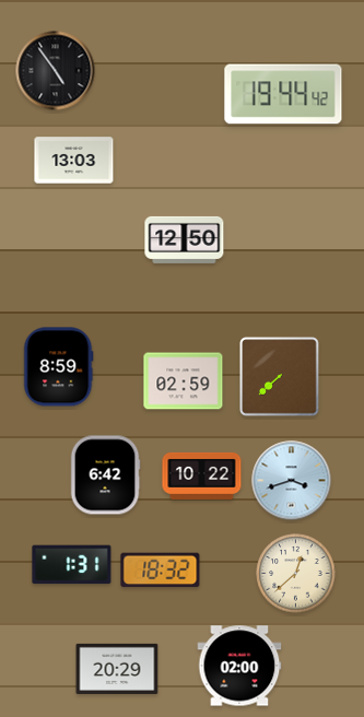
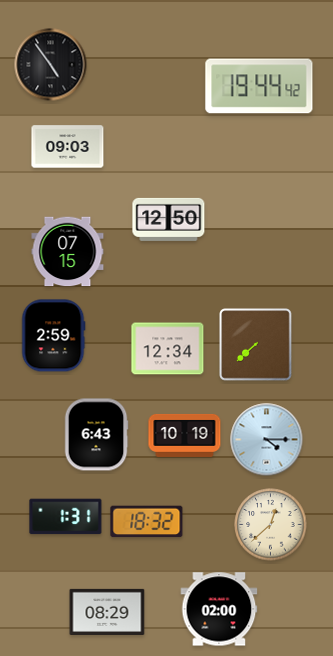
clock at (74, 161): 13:03 -> 09:03
clock at (68, 252): none -> 07:15
clock at (59, 367): 8:59 -> 2:59
clock at (184, 381): 02:59 -> 12:34
clock at (105, 475): 6:42 -> 6:43
clock at (202, 475): 10:22 -> 10:19
clock at (292, 481): 3:42 -> 4:15
clock at (117, 669): 20:29 -> 08:29
